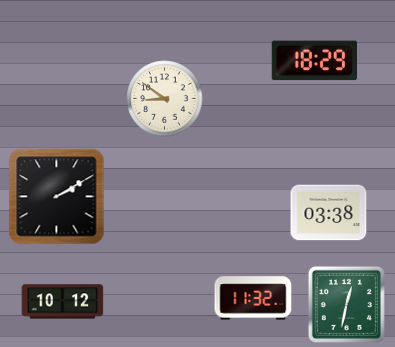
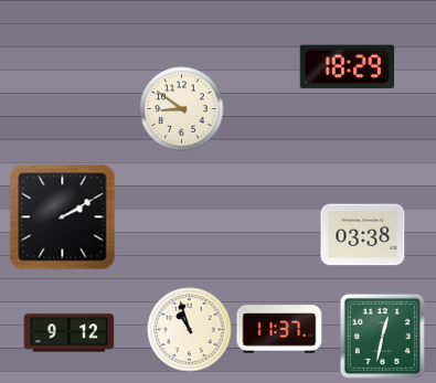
clock at (253, 298): 11:32 -> 11:37
clock at (190, 330): none -> 10:57
clock at (63, 302): 10:12 -> 9:12
